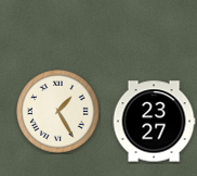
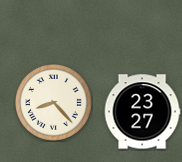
clock at (58, 112): 1:25 -> 8:23
